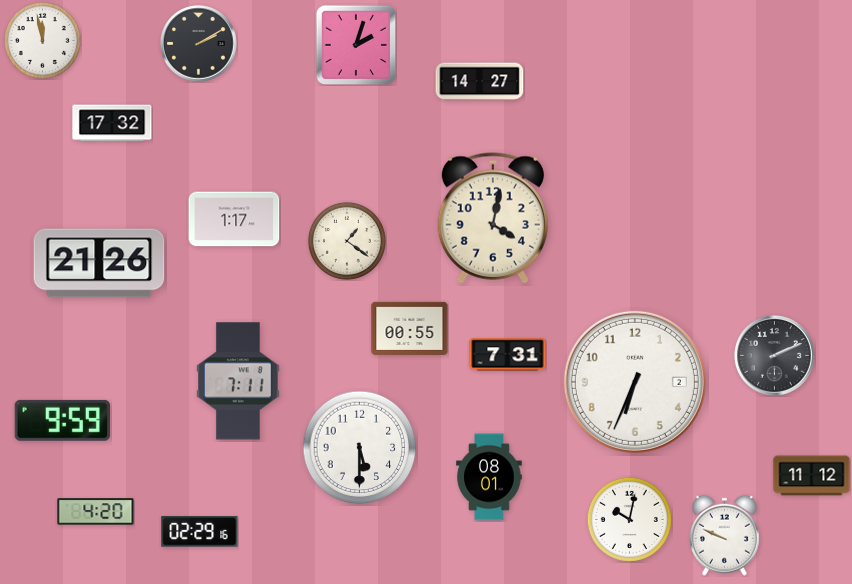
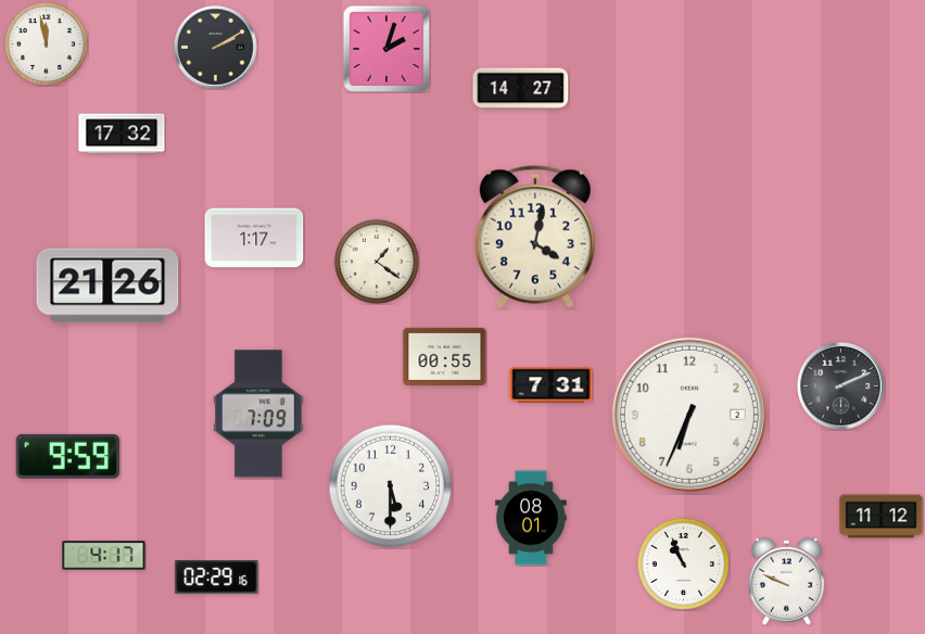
clock at (238, 381): 7:11 -> 7:09
clock at (96, 512): 4:20 -> 4:17
clock at (629, 519): 10:02 -> 10:56
